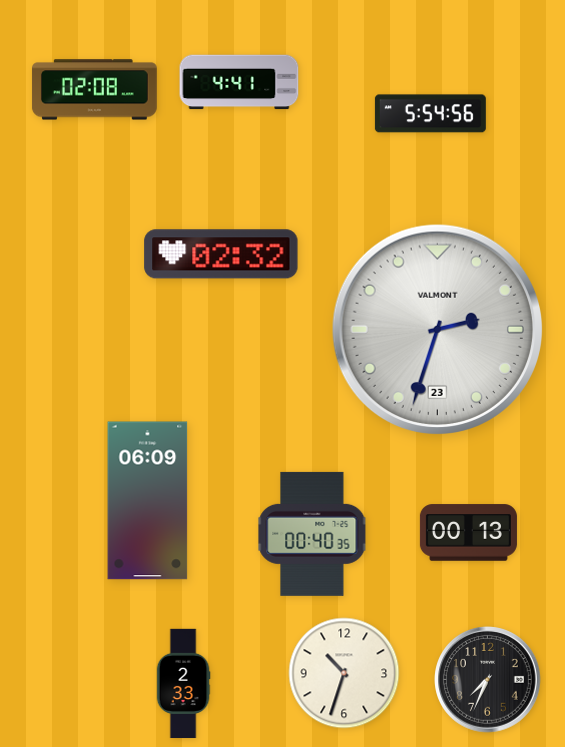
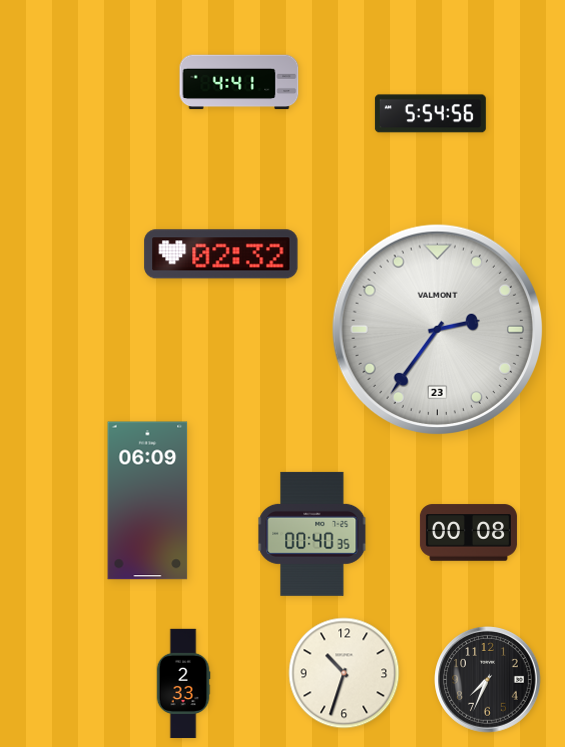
clock at (95, 90): 02:08 -> none
clock at (437, 329): 2:33 -> 2:36
clock at (468, 533): 00:13 -> 00:08
